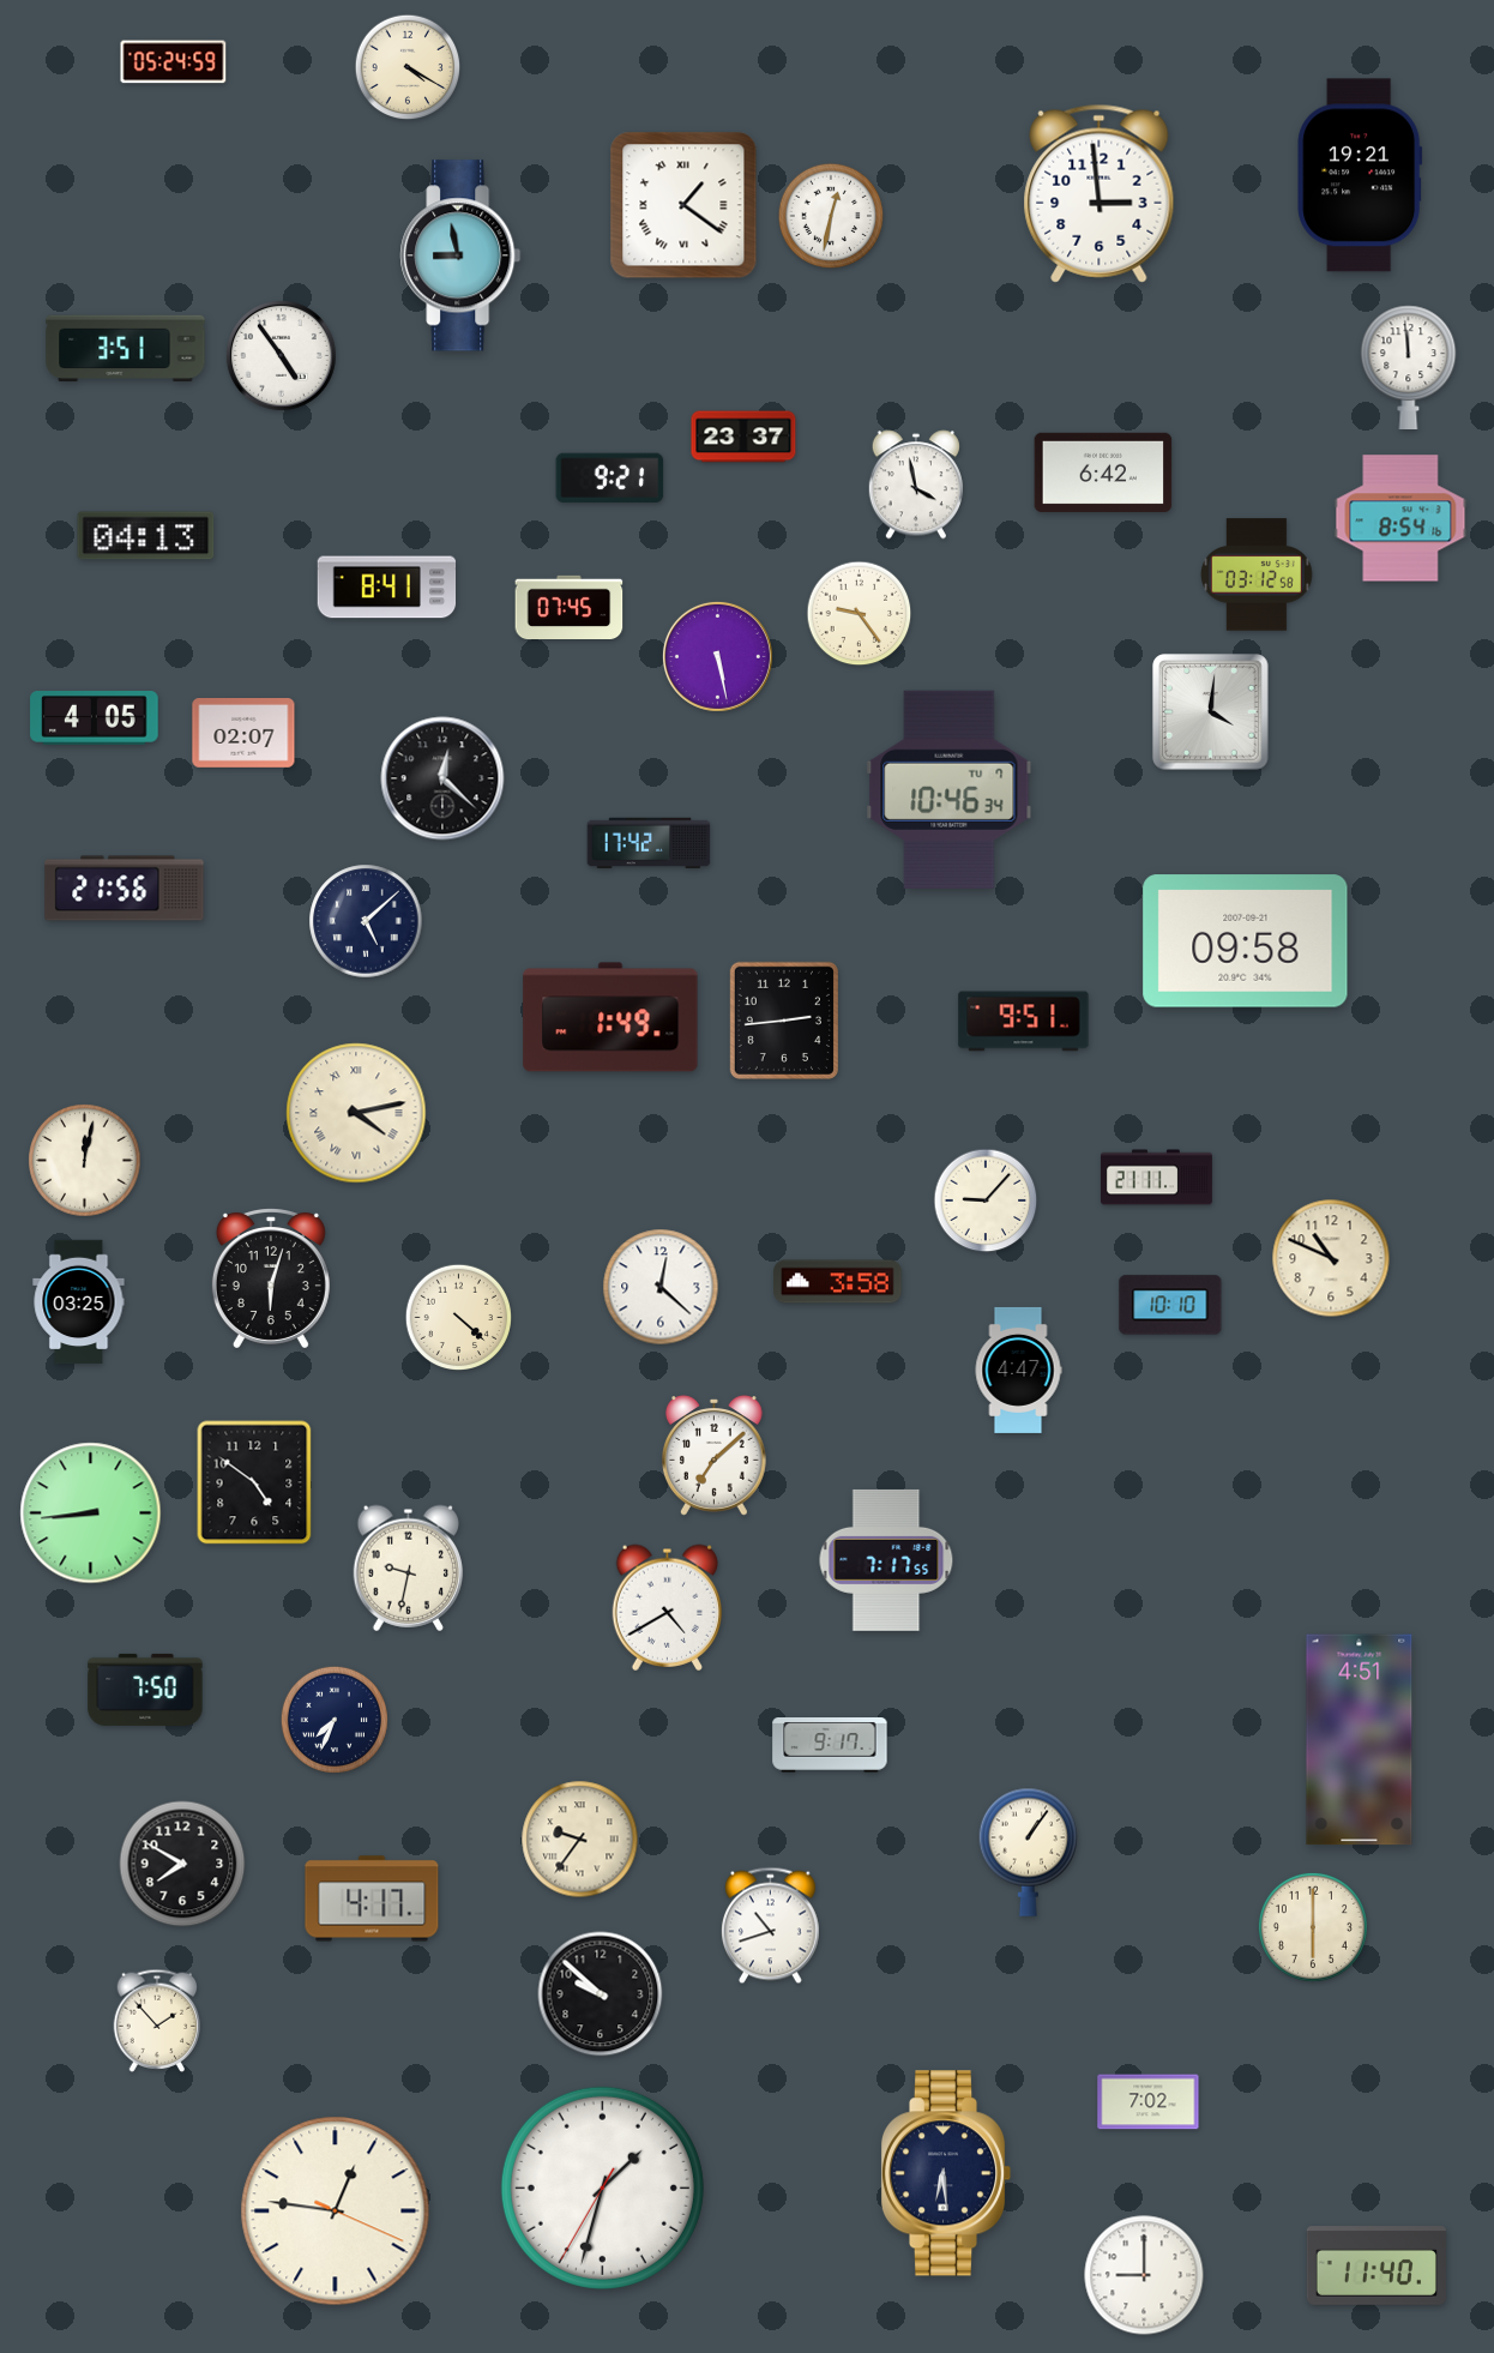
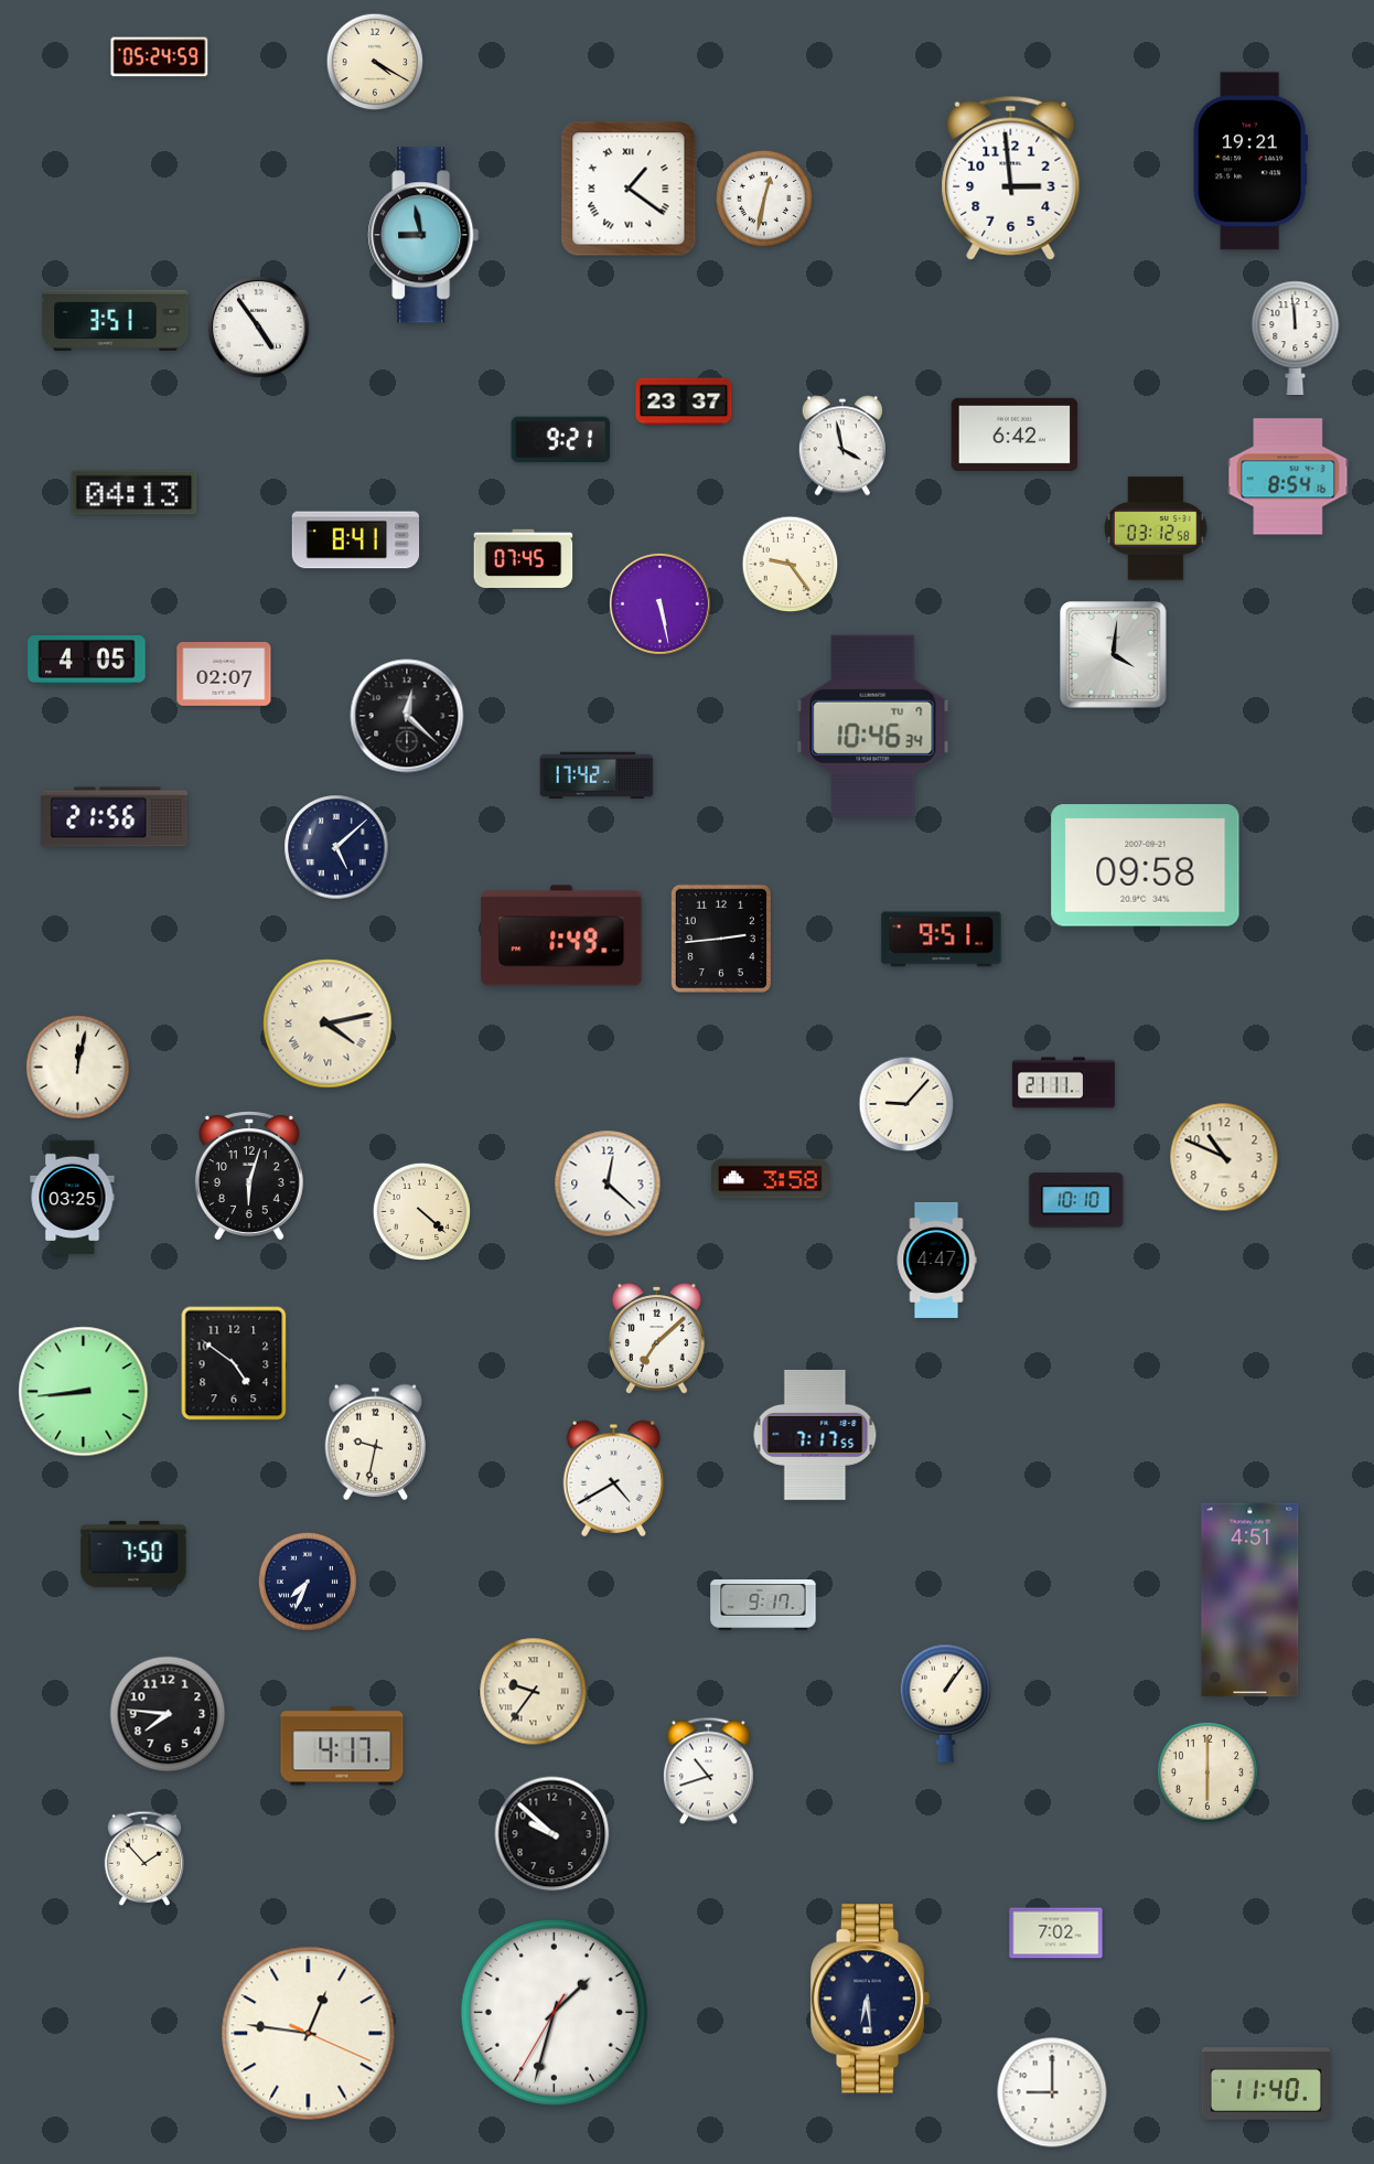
clock at (182, 1864): 7:50 -> 7:46
